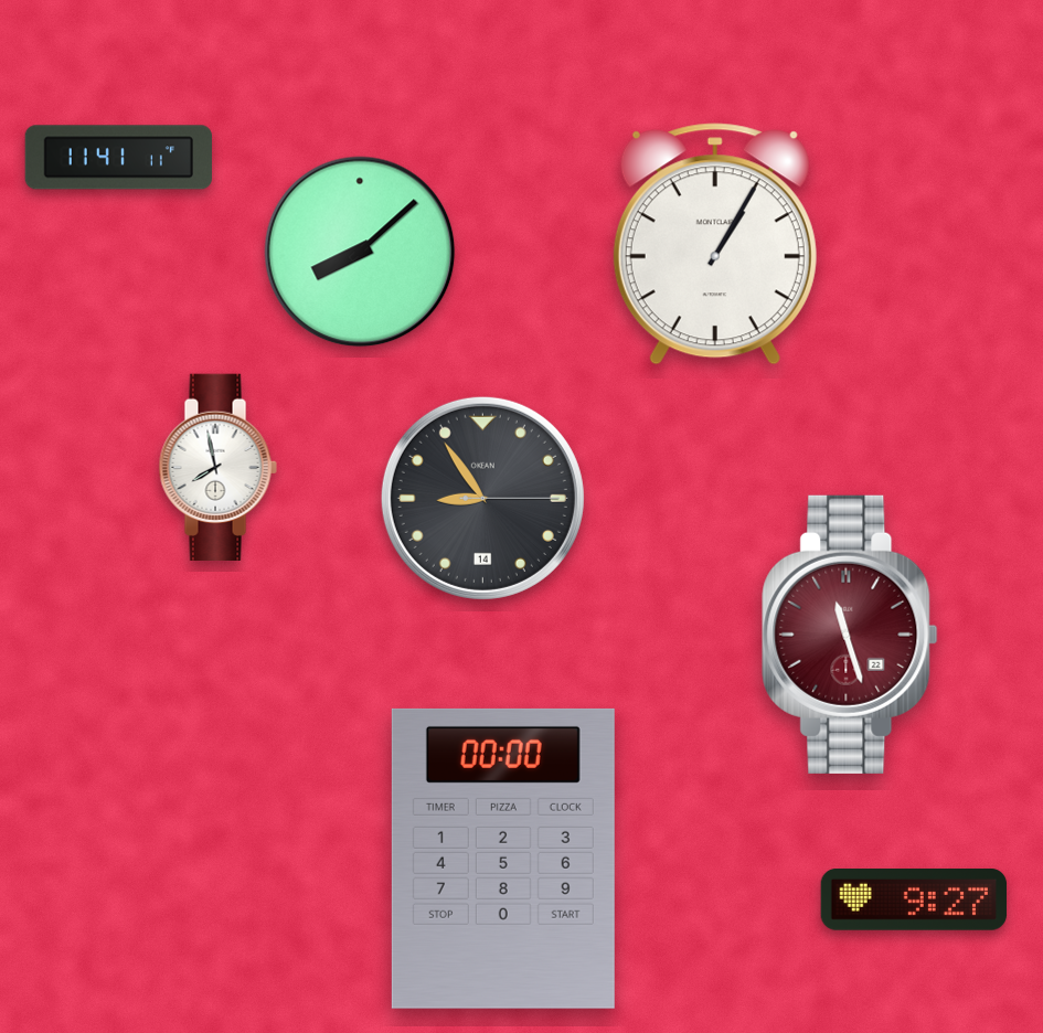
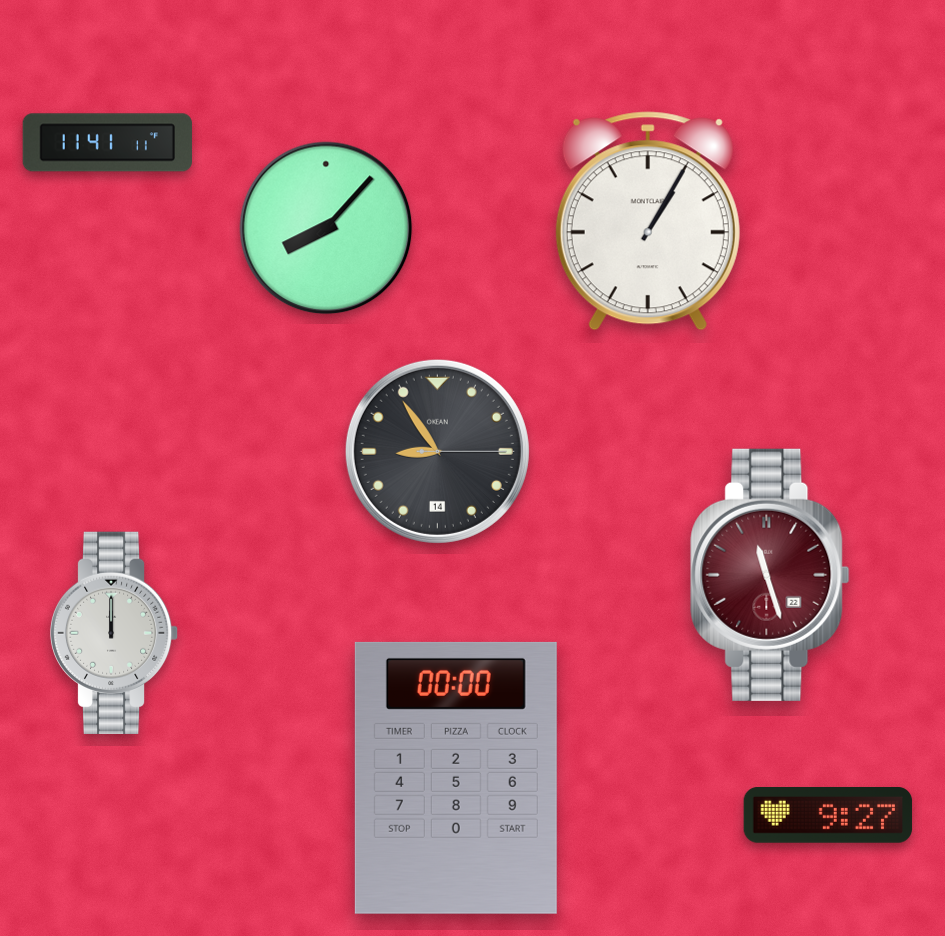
clock at (360, 252): 8:08 -> 8:07
clock at (217, 467): 7:58 -> none
clock at (114, 633): none -> 12:00
